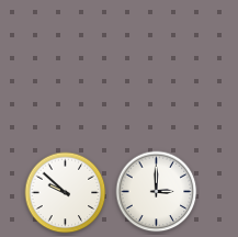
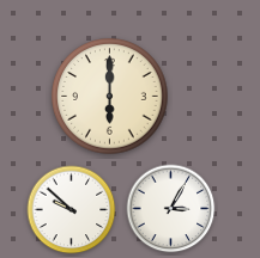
clock at (110, 97): none -> 6:00
clock at (157, 192): 3:00 -> 3:05
